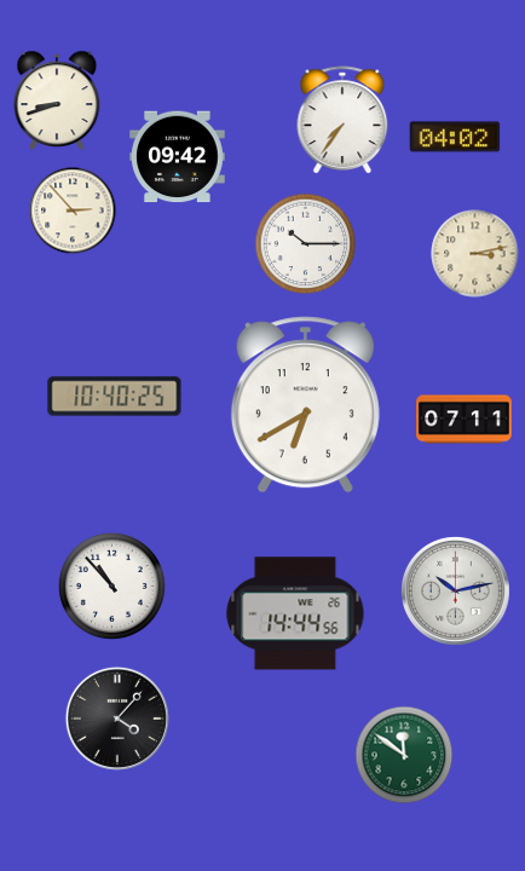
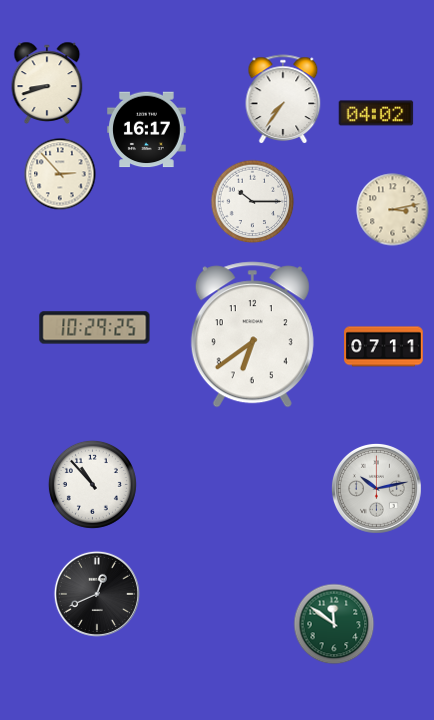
clock at (178, 157): 09:42 -> 16:17
clock at (115, 397): 10:40 -> 10:29
clock at (305, 405): 6:40 -> 6:39
clock at (295, 613): 14:44 -> none
clock at (117, 719): 4:07 -> 12:41
